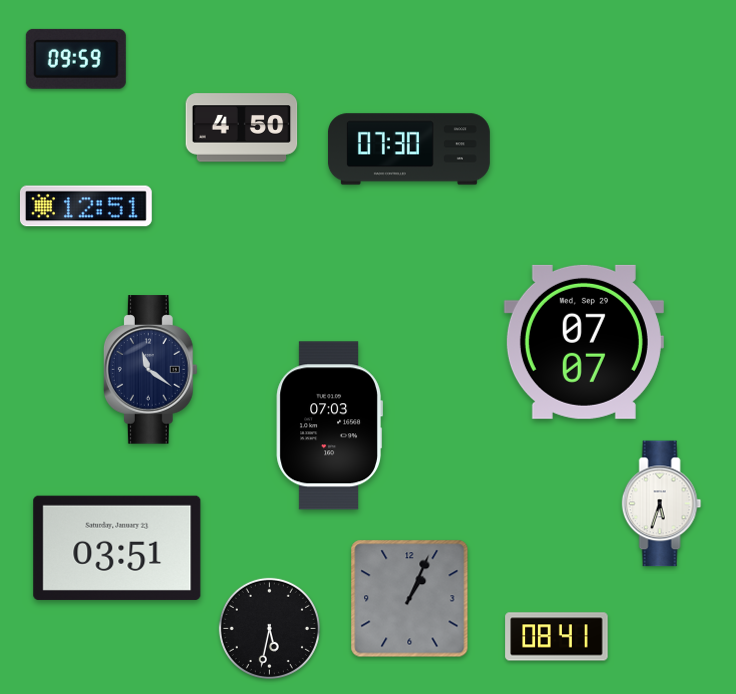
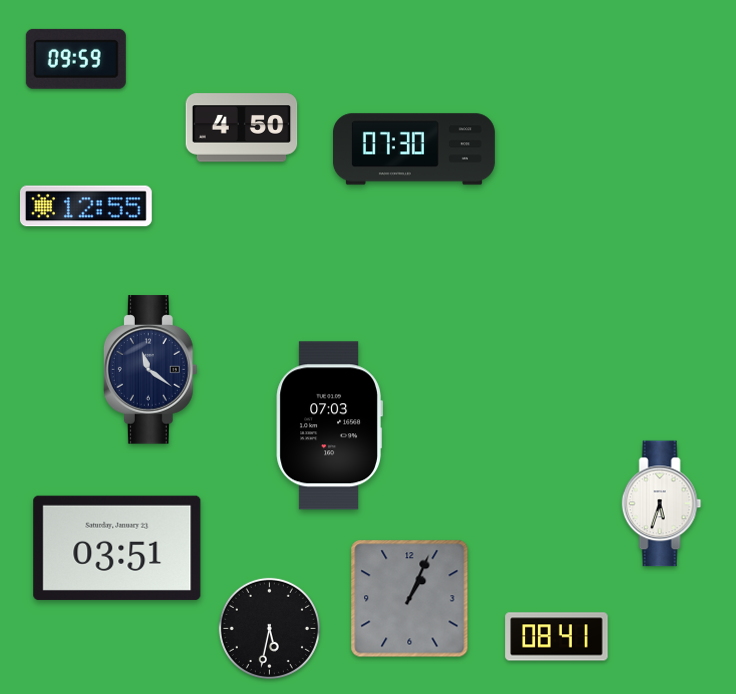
clock at (409, 149) position: (409, 149) -> (414, 149)
clock at (86, 206): 12:51 -> 12:55
clock at (584, 342): 07:07 -> none
